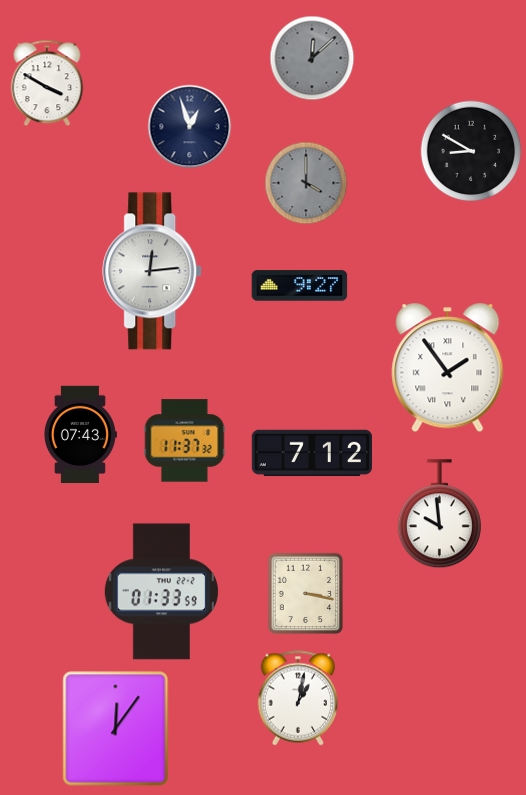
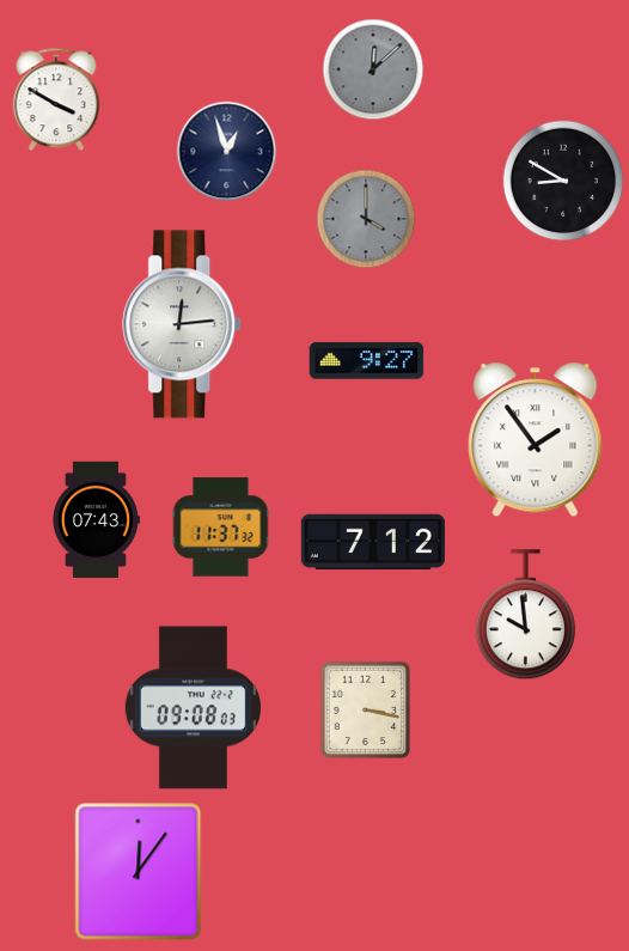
clock at (300, 286) position: (300, 286) -> (367, 361)
clock at (161, 592): 01:33 -> 09:08
clock at (297, 698): 1:02 -> none
